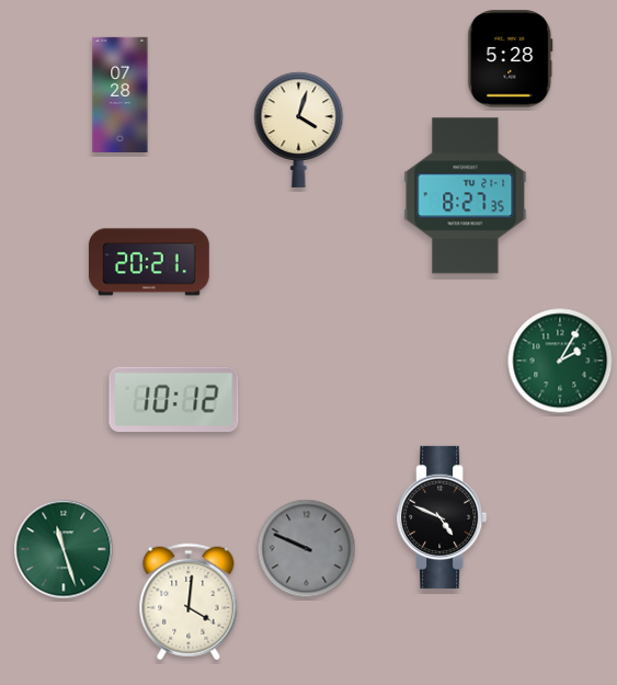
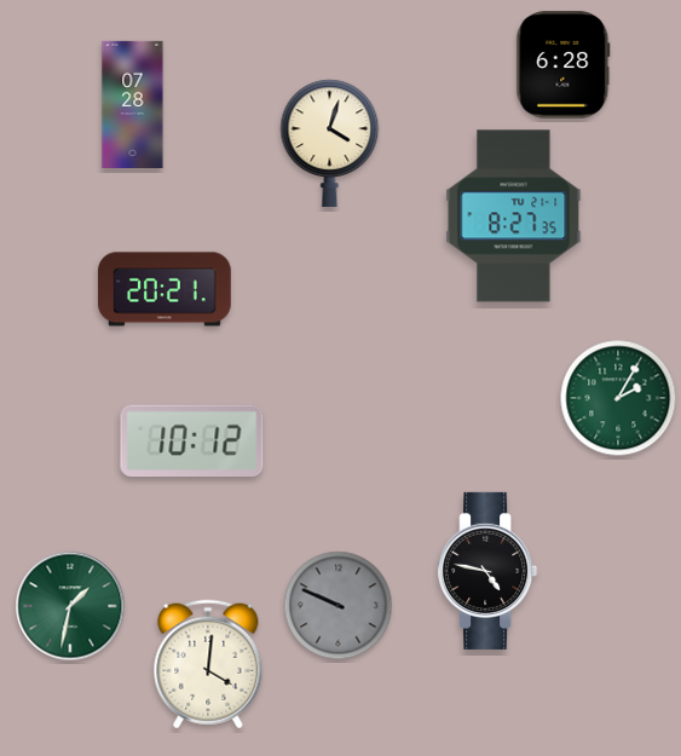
clock at (511, 59): 5:28 -> 6:28
clock at (442, 517): 4:49 -> 4:47
clock at (64, 549): 11:27 -> 1:32
